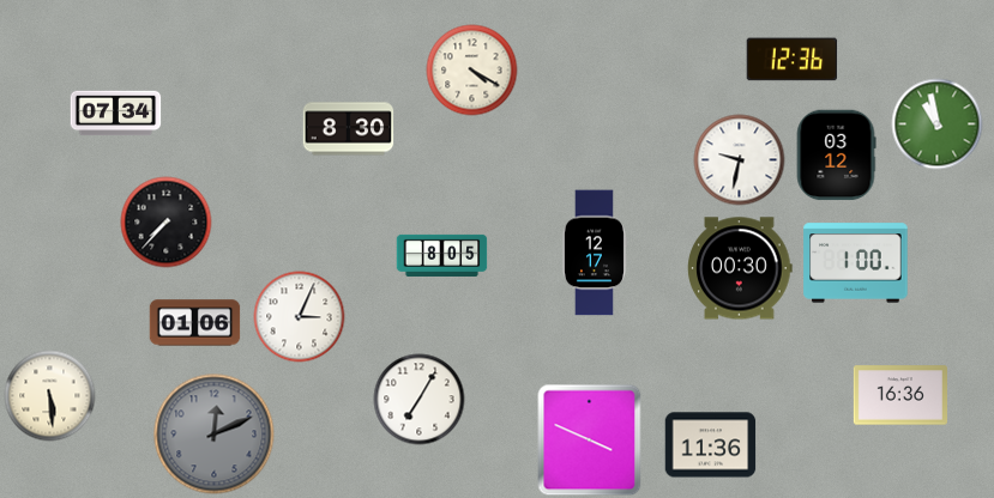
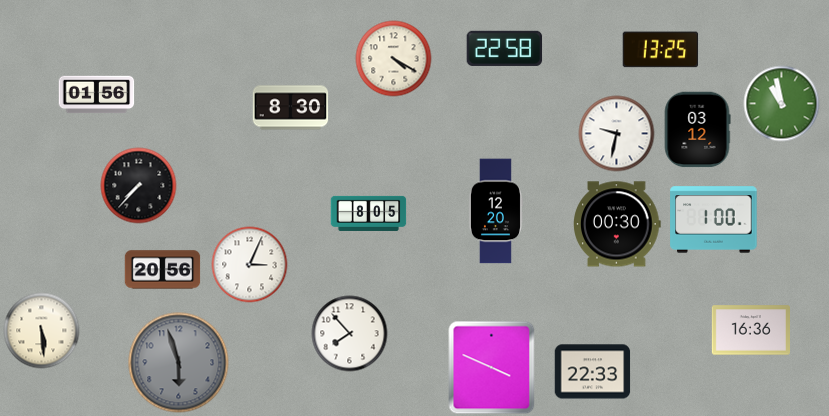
clock at (505, 48): none -> 22:58
clock at (793, 60): 12:36 -> 13:25
clock at (116, 114): 07:34 -> 01:56
clock at (594, 253): 12:17 -> 12:20
clock at (195, 323): 01:06 -> 20:56
clock at (420, 400): 7:05 -> 7:53
clock at (215, 435): 12:11 -> 5:57
clock at (711, 445): 11:36 -> 22:33
